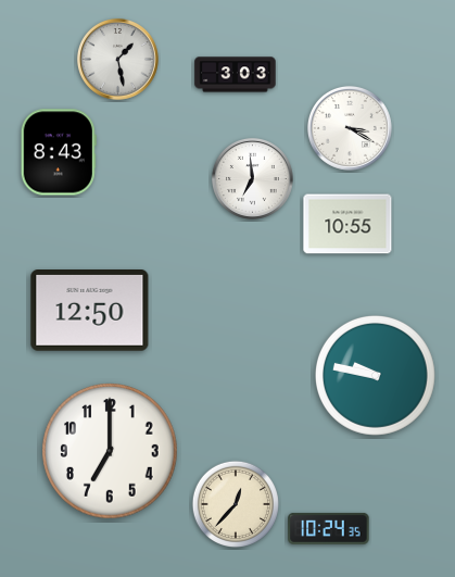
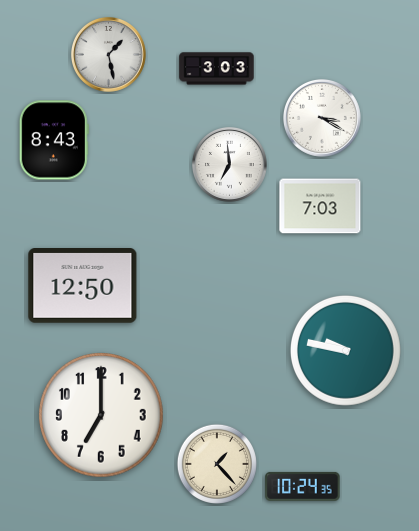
clock at (252, 178) position: (252, 178) -> (229, 164)
clock at (347, 224): 10:55 -> 7:03
clock at (375, 375) position: (375, 375) -> (345, 350)
clock at (235, 503): 12:37 -> 1:23
